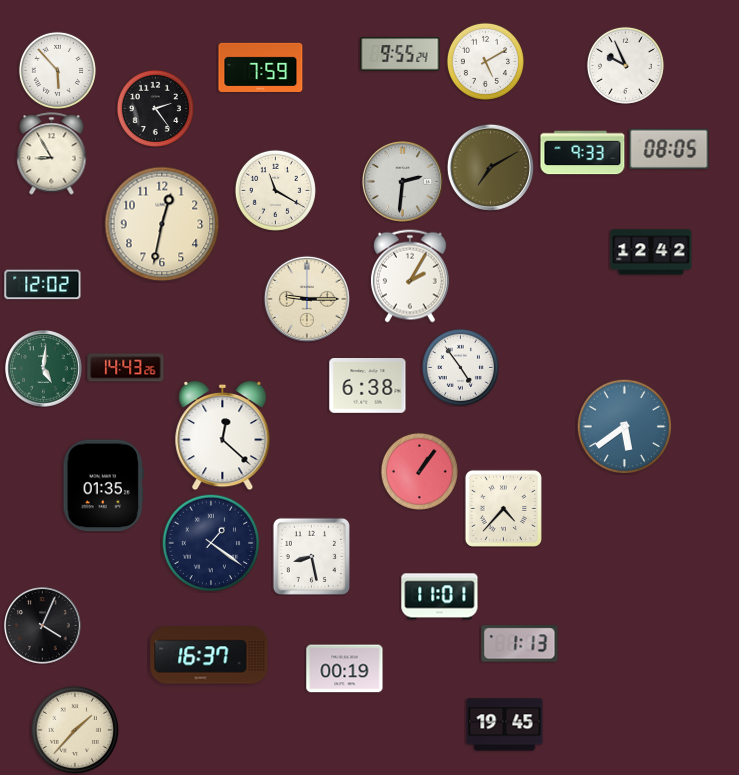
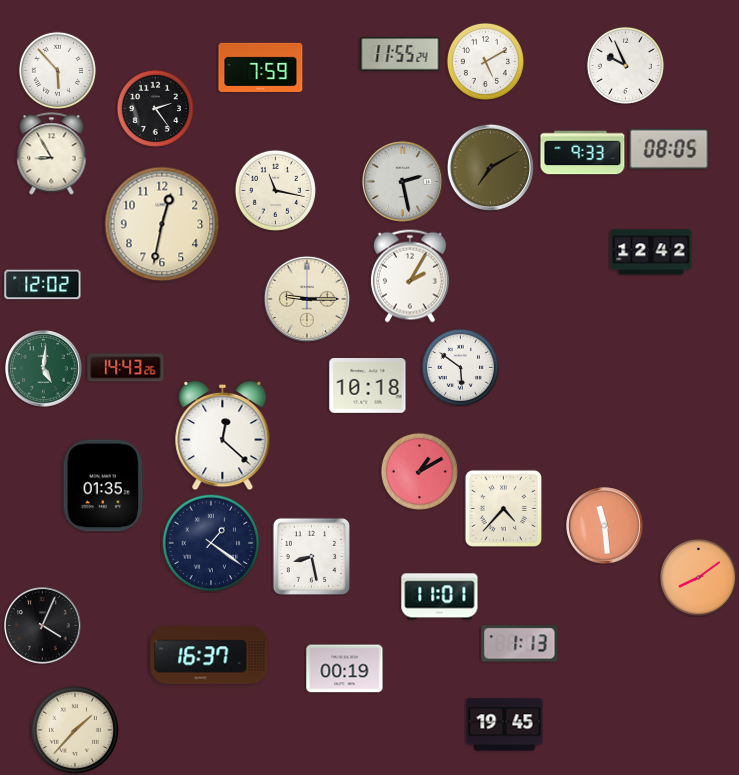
clock at (400, 54): 9:55 -> 11:55
clock at (402, 181): 2:31 -> 2:28
clock at (275, 190): 11:20 -> 11:17
clock at (460, 367): 4:54 -> 5:51
clock at (368, 386): 6:38 -> 10:18
clock at (624, 426): 5:39 -> none
clock at (419, 471): 1:06 -> 1:10
clock at (605, 526): none -> 11:29
clock at (698, 577): none -> 8:09
